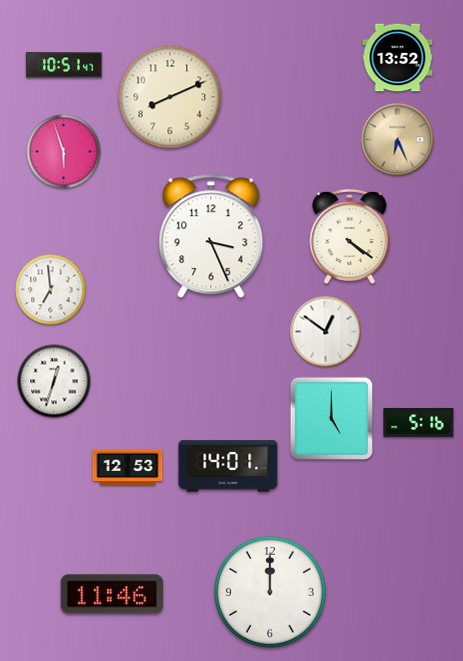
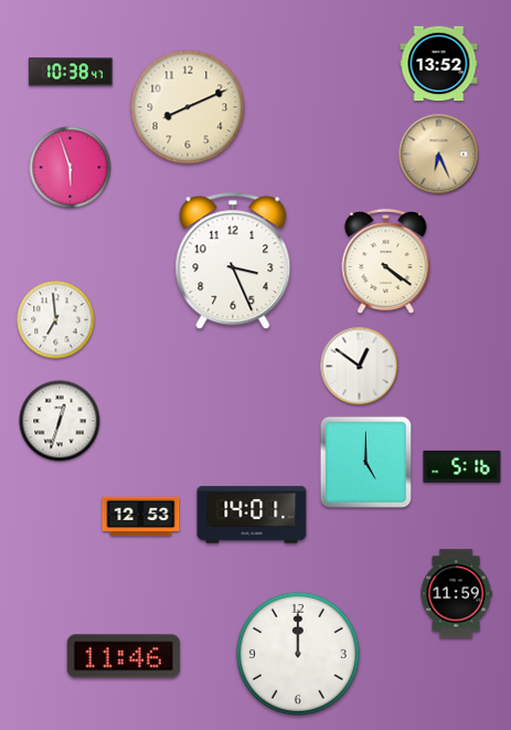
clock at (64, 65): 10:51 -> 10:38
clock at (456, 594): none -> 11:59
